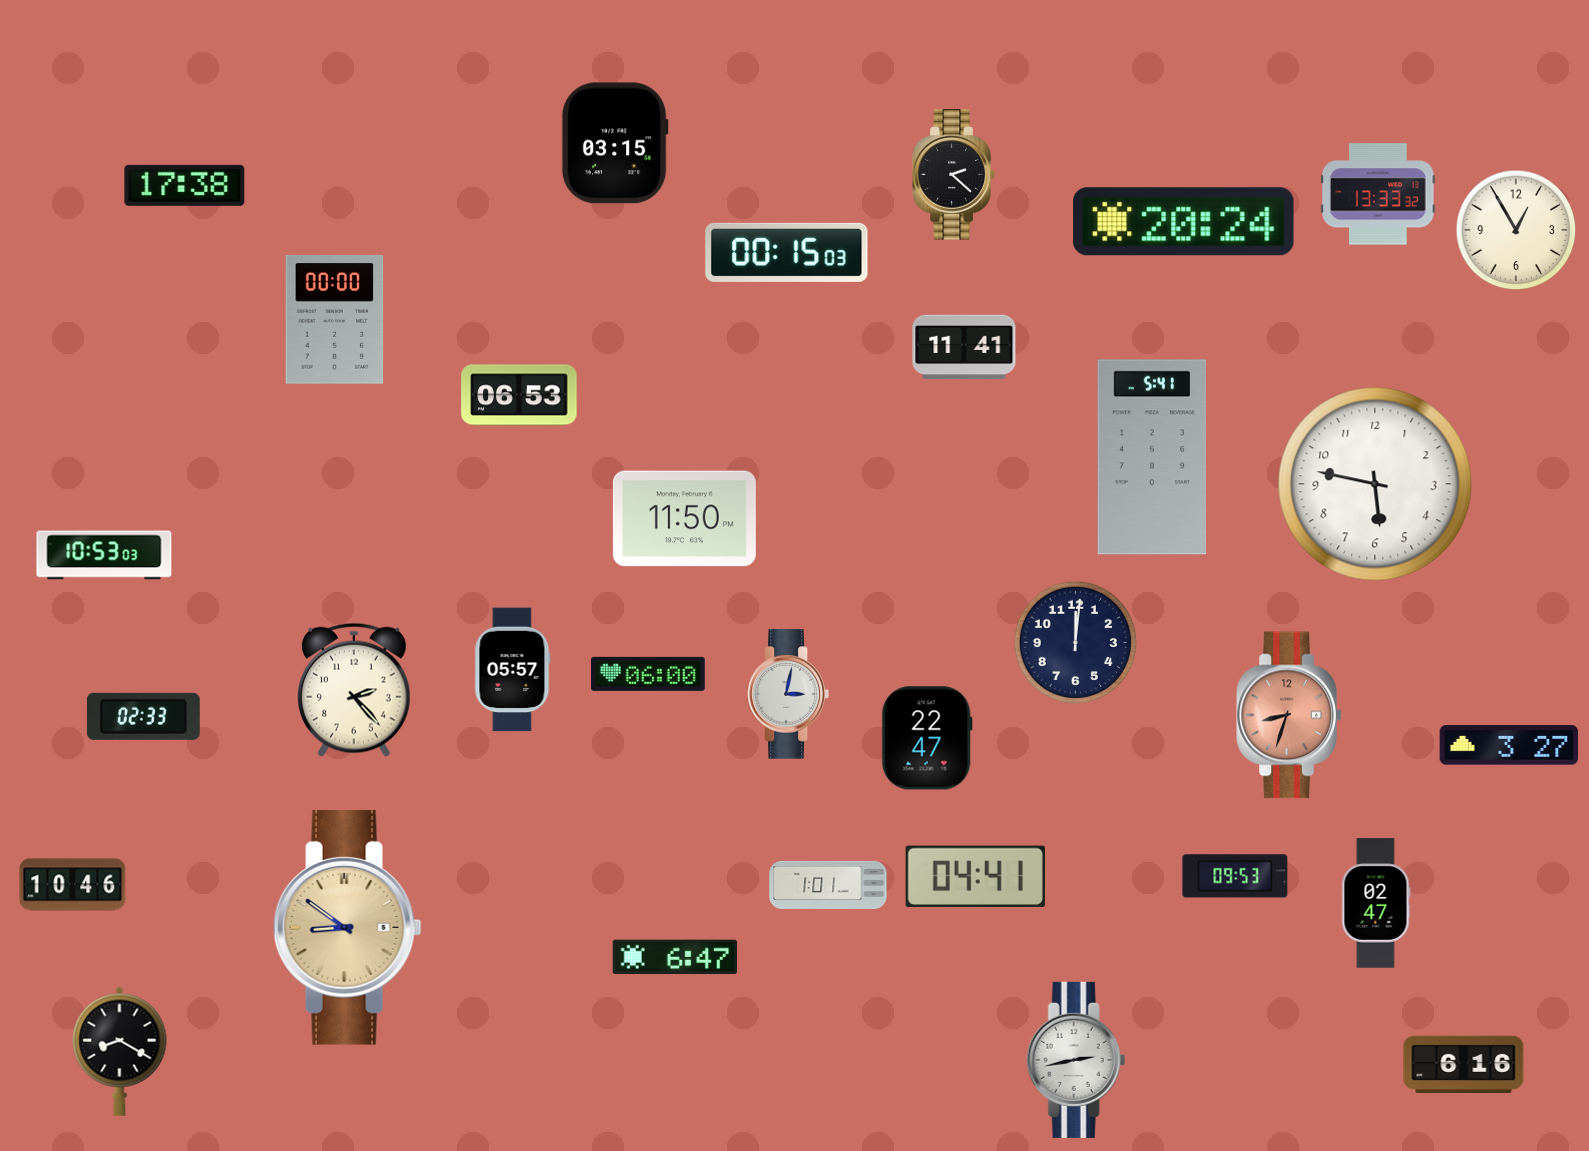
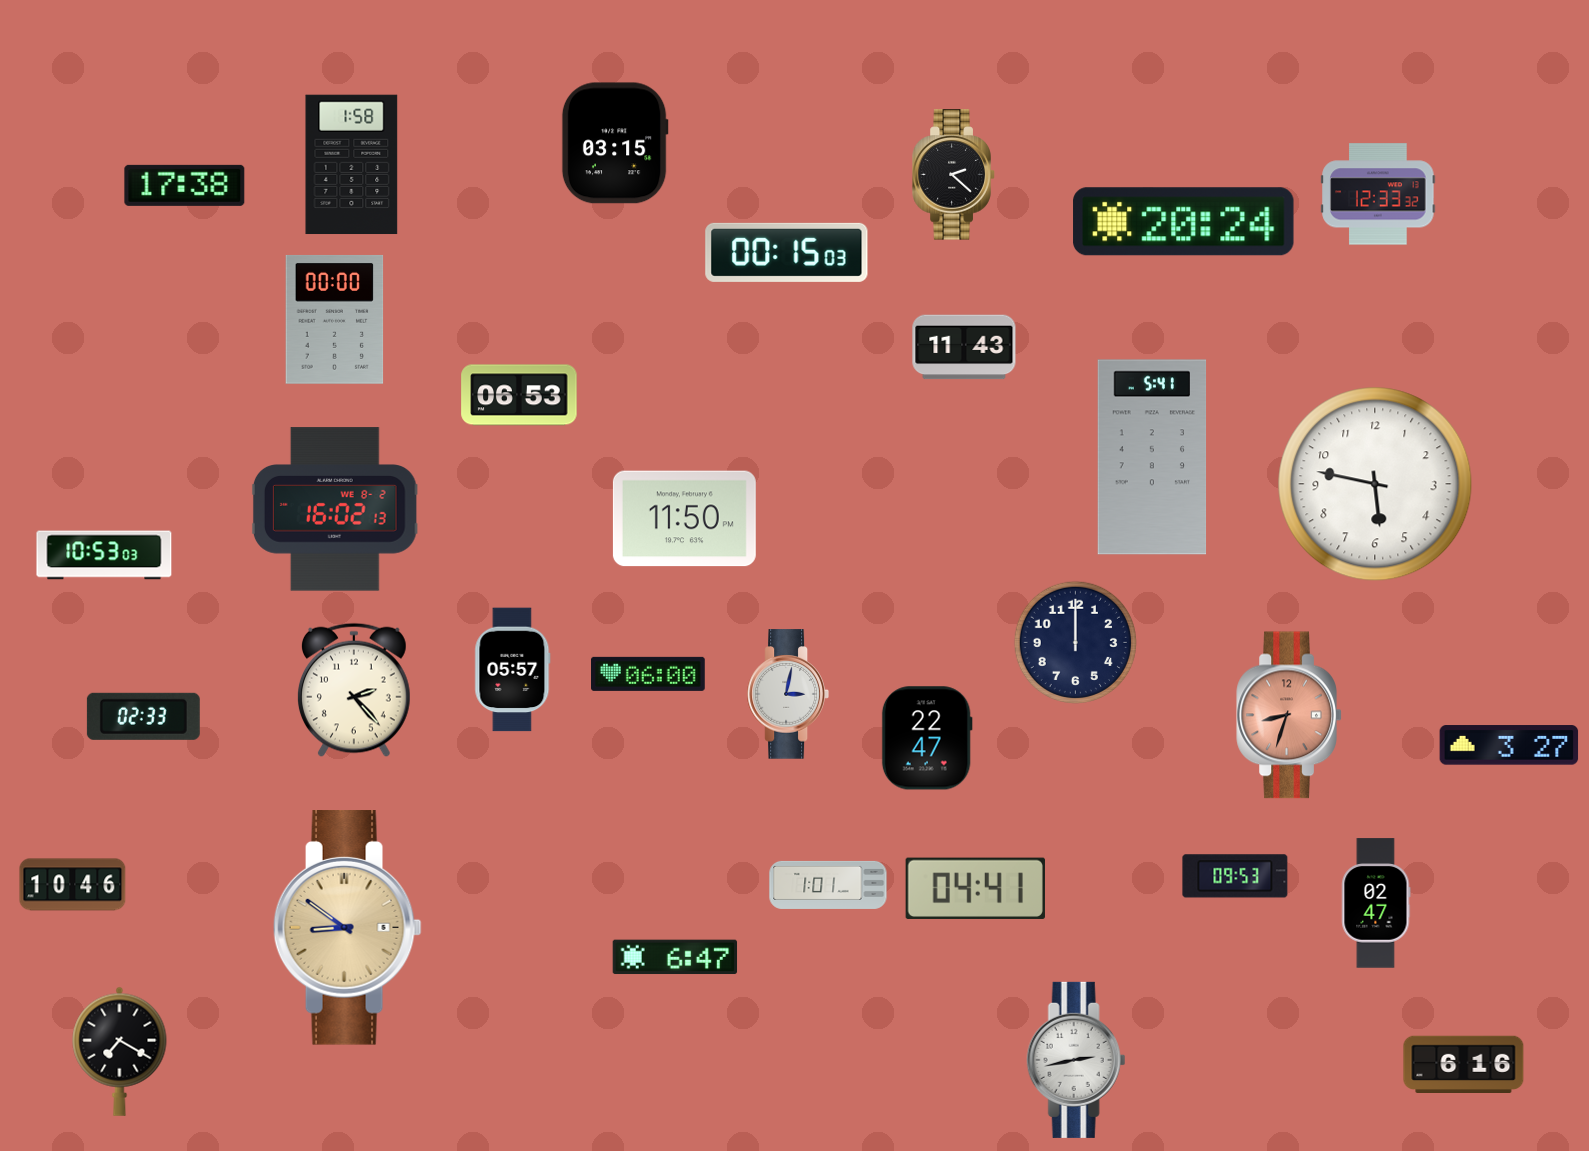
clock at (352, 165): none -> 1:58
clock at (1378, 194): 13:33 -> 12:33
clock at (1516, 230): 12:55 -> none
clock at (964, 347): 11:41 -> 11:43
clock at (335, 509): none -> 16:02
clock at (1075, 642): 12:01 -> 12:00
clock at (975, 876) position: (975, 876) -> (975, 888)
clock at (120, 1051): 8:20 -> 7:20
